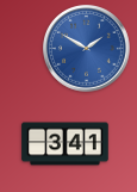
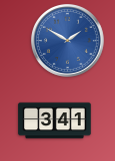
clock at (87, 49) position: (87, 49) -> (68, 41)
